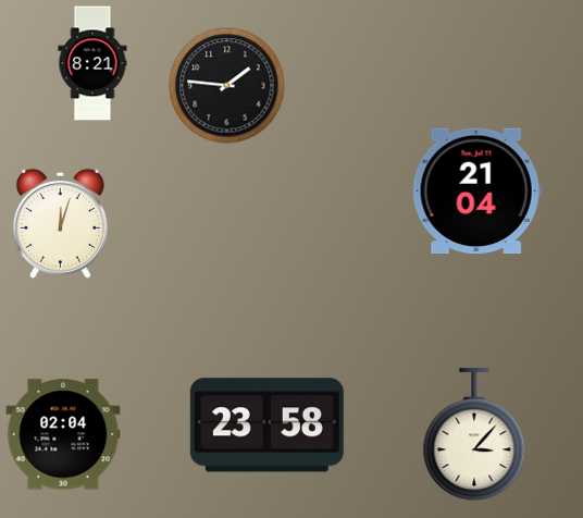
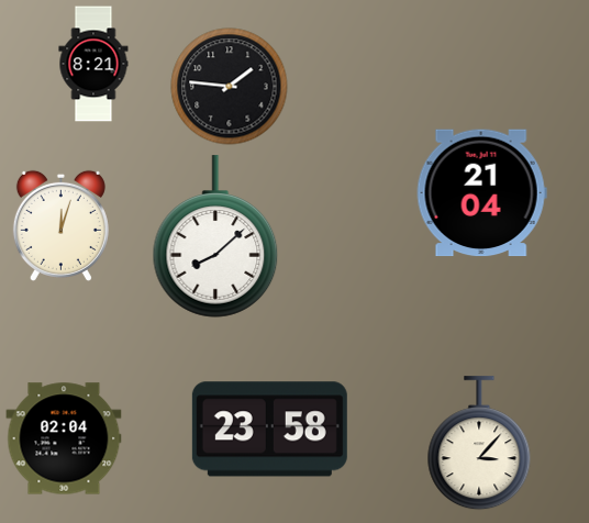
clock at (215, 236): none -> 8:08
clock at (474, 435) position: (474, 435) -> (479, 444)
